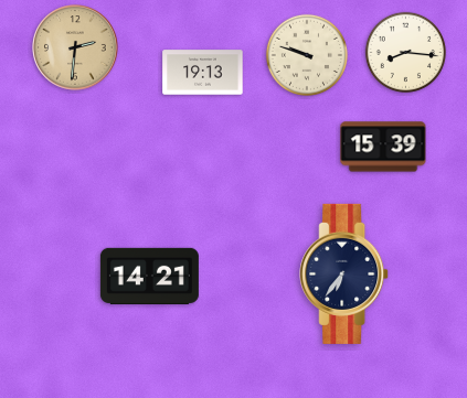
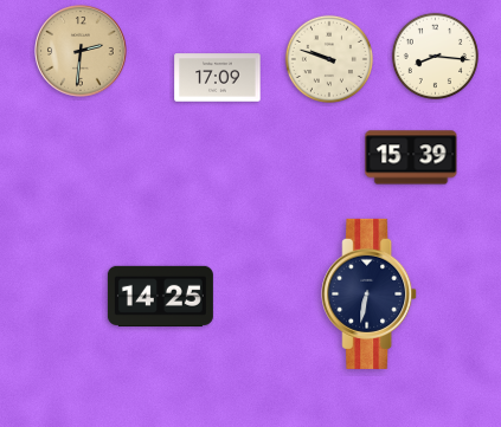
clock at (203, 73): 19:13 -> 17:09
clock at (344, 273): 6:36 -> 6:32
clock at (149, 276): 14:21 -> 14:25
